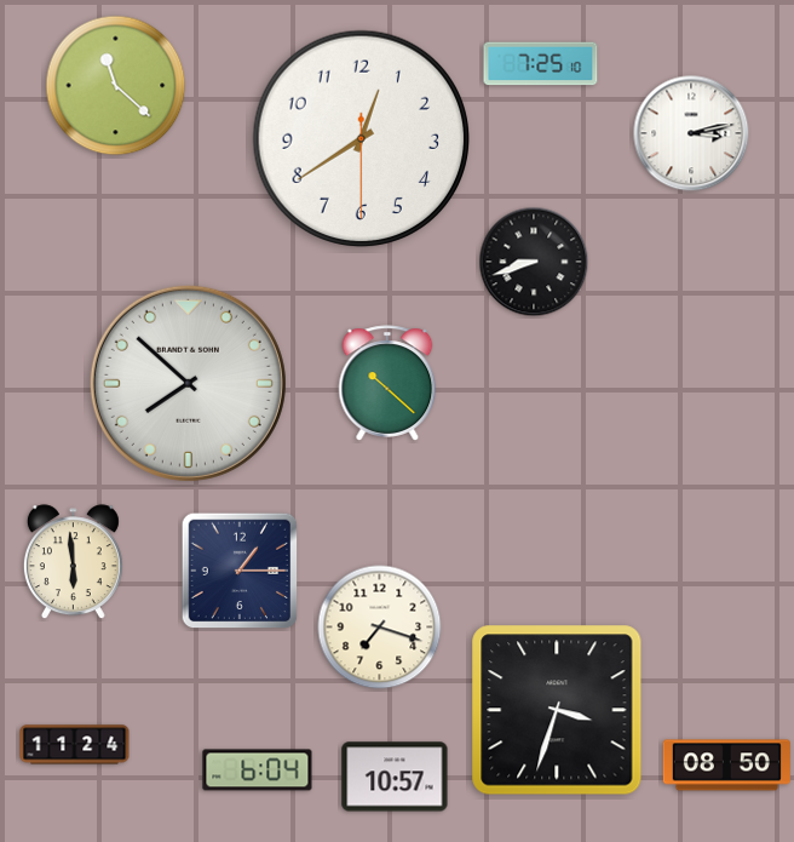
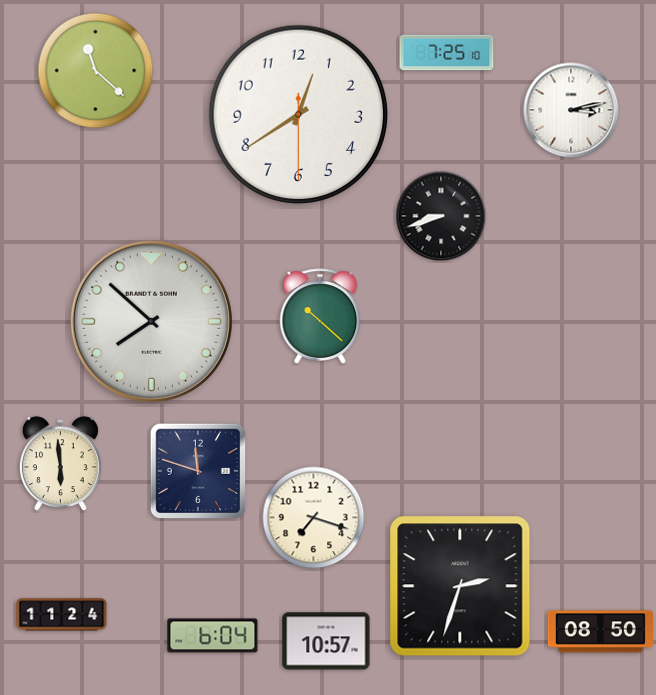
clock at (188, 383) position: (188, 383) -> (151, 321)
clock at (240, 571): 1:15 -> 11:48
clock at (557, 710): 3:33 -> 2:33
